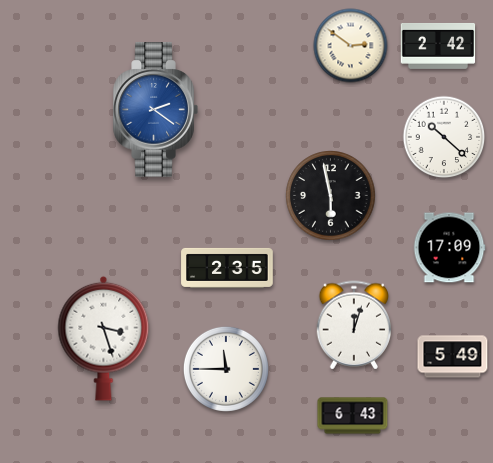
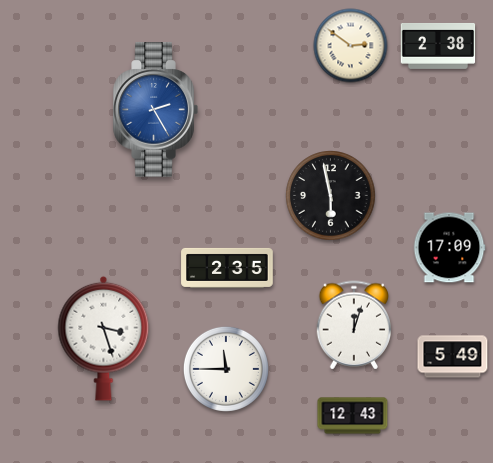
clock at (438, 46): 2:42 -> 2:38
clock at (155, 110): 2:21 -> 2:25
clock at (444, 137): 10:22 -> none
clock at (353, 416): 6:43 -> 12:43
